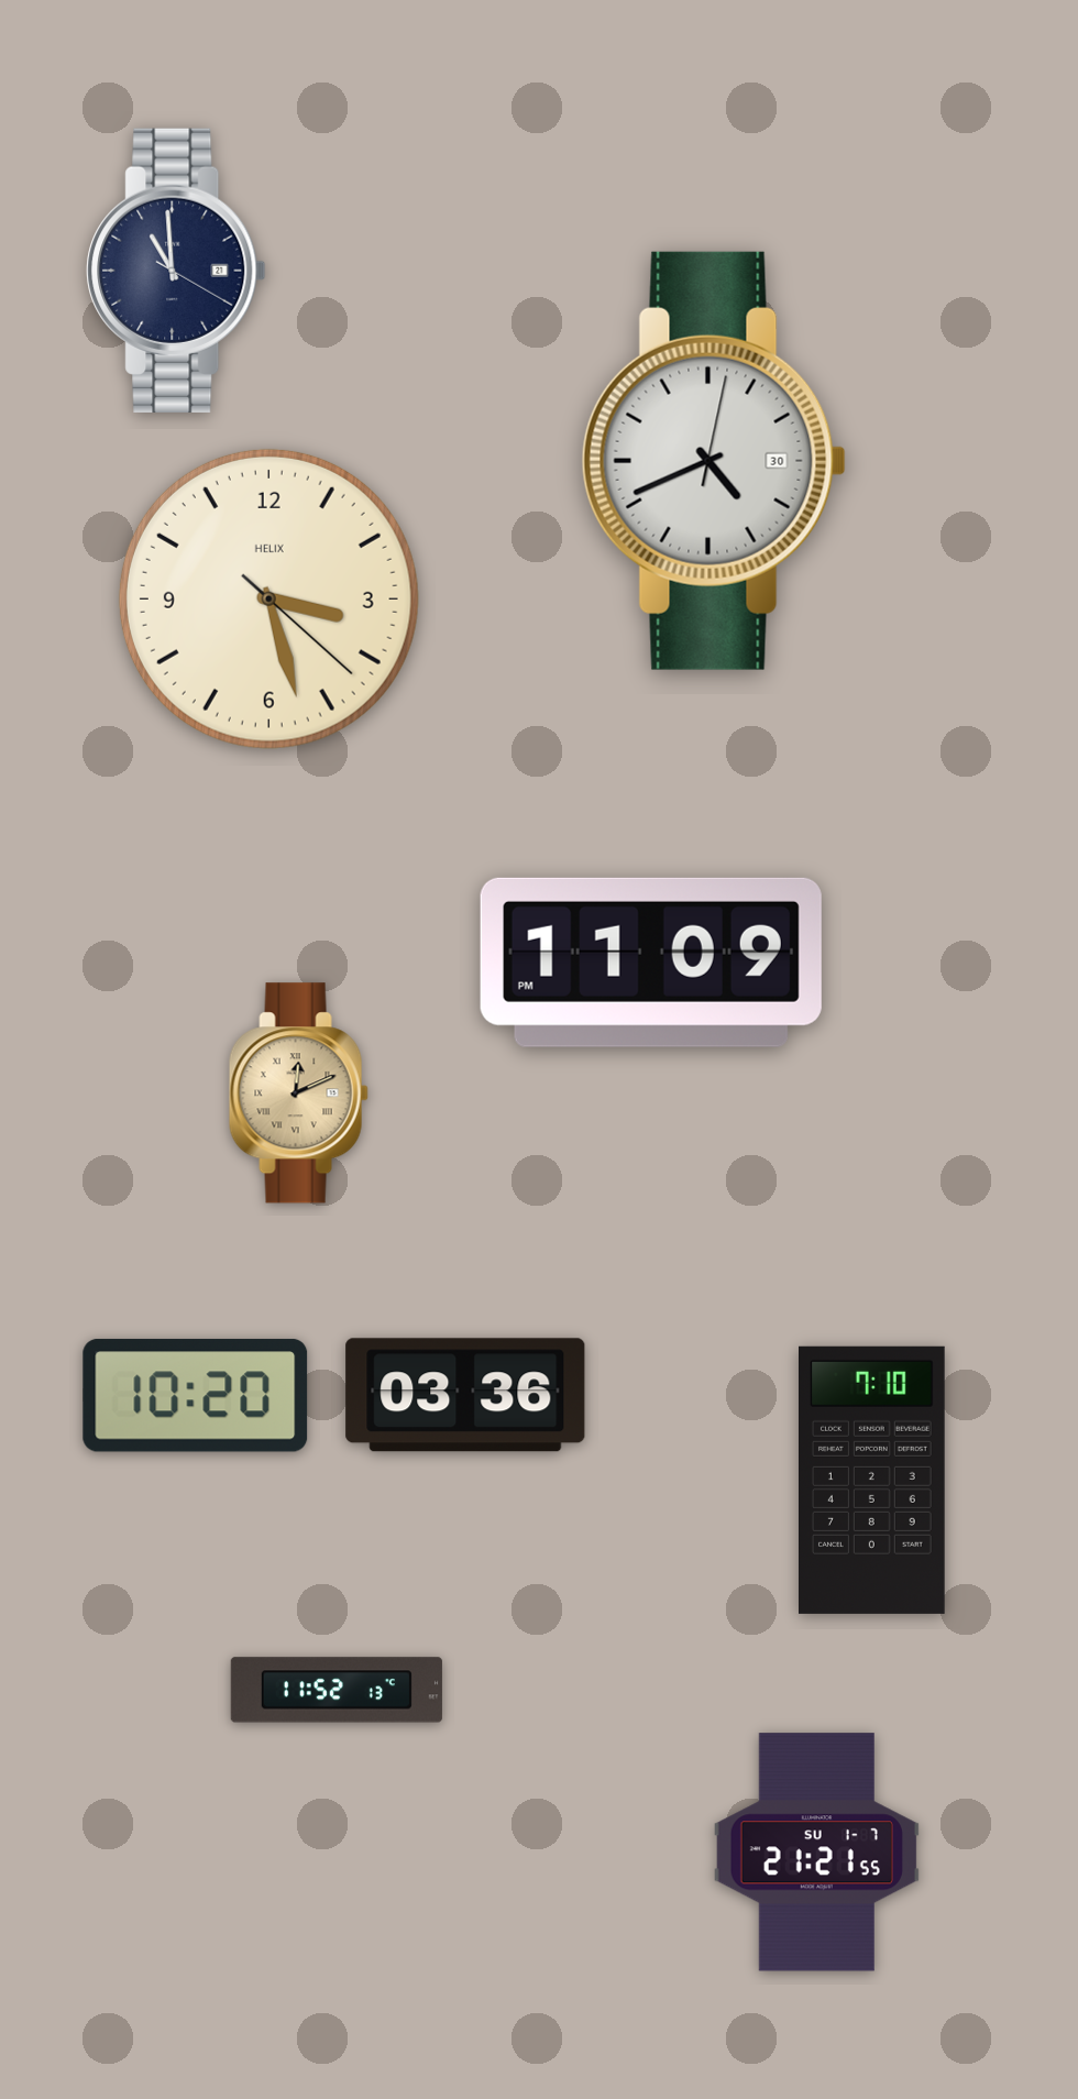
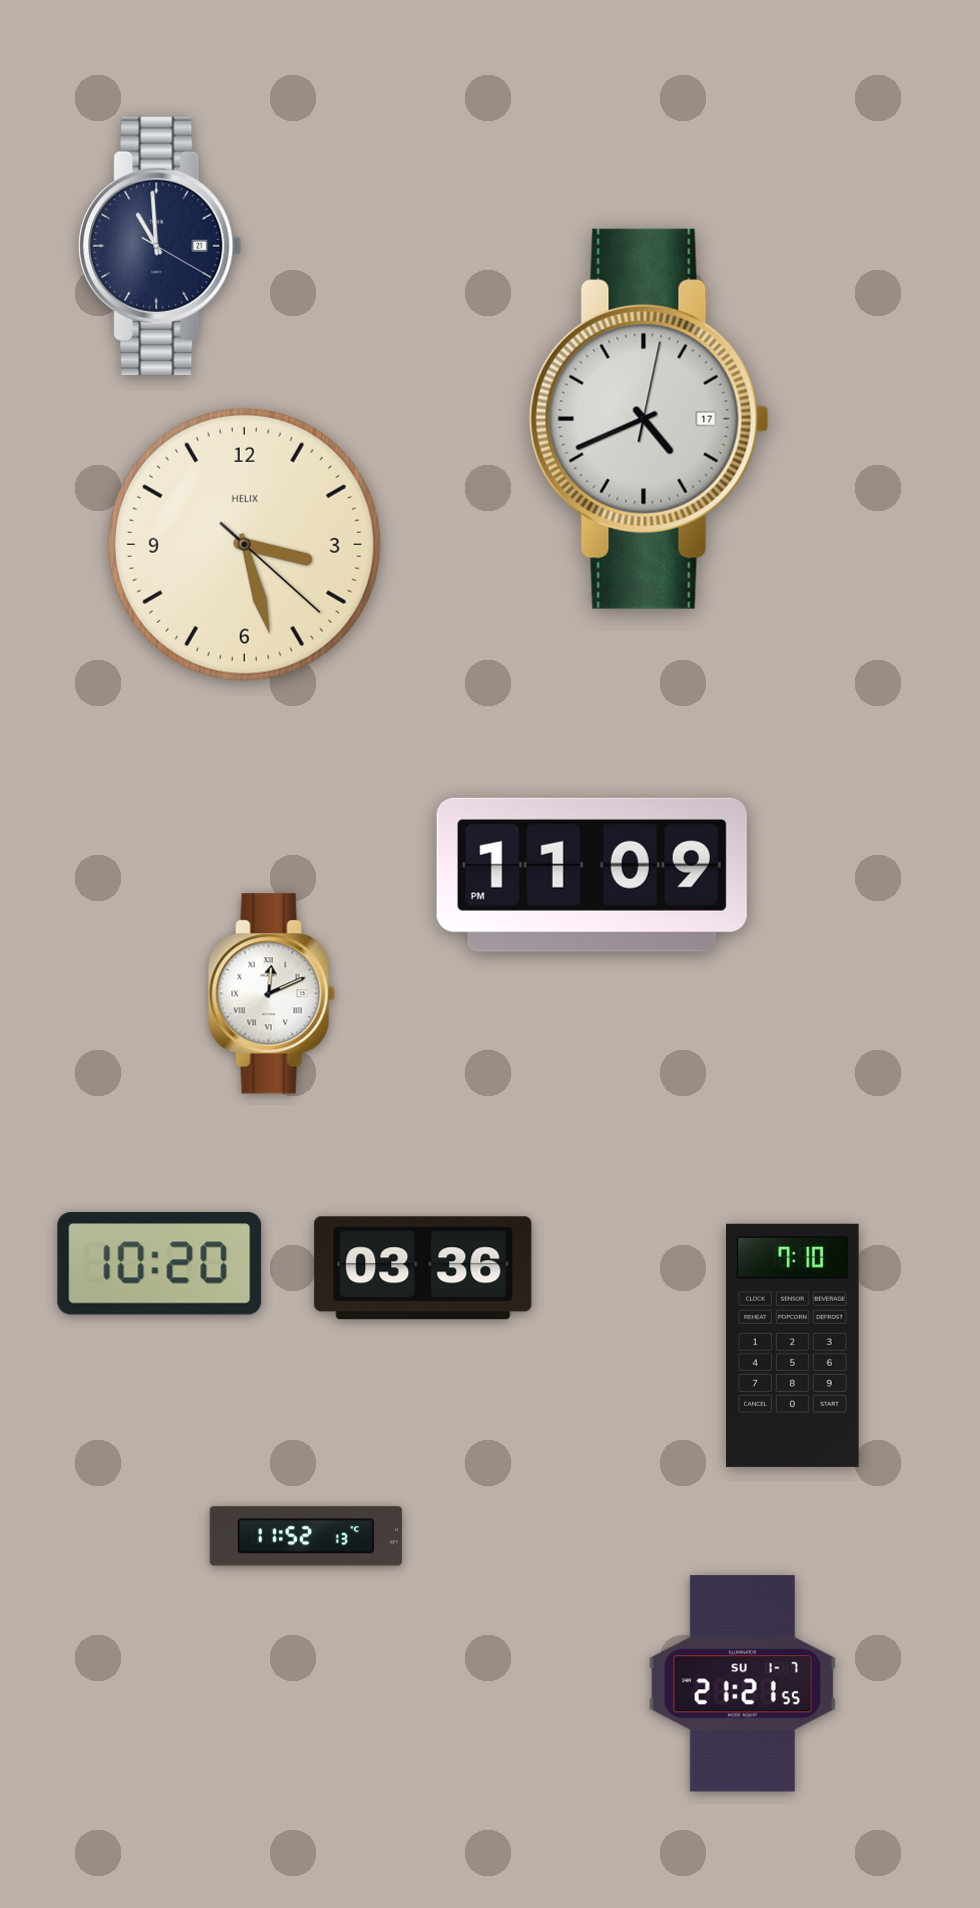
clock at (714, 461) date: 30 -> 17
clock at (298, 1094) dial: champagne -> white
clock at (196, 1396) position: (196, 1396) -> (160, 1264)
